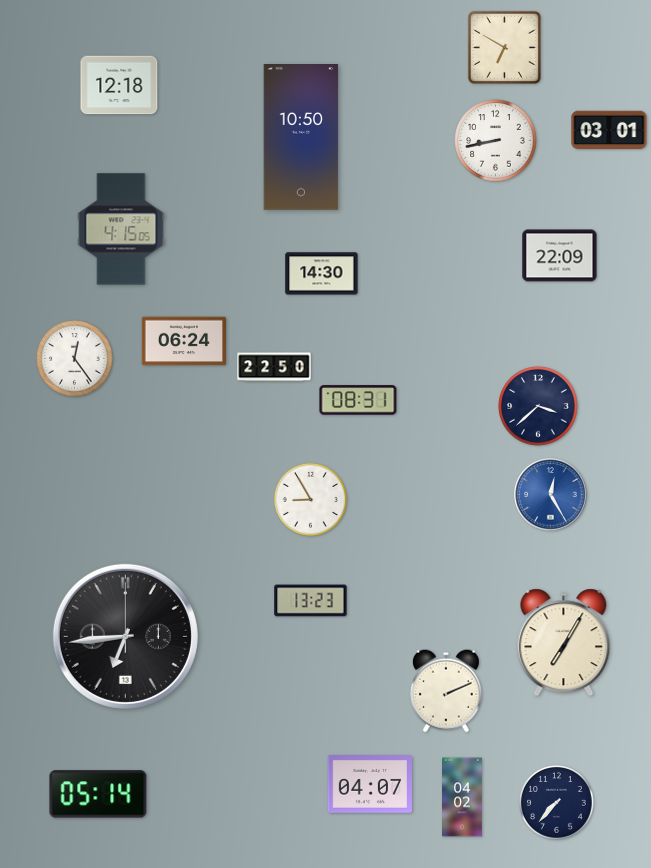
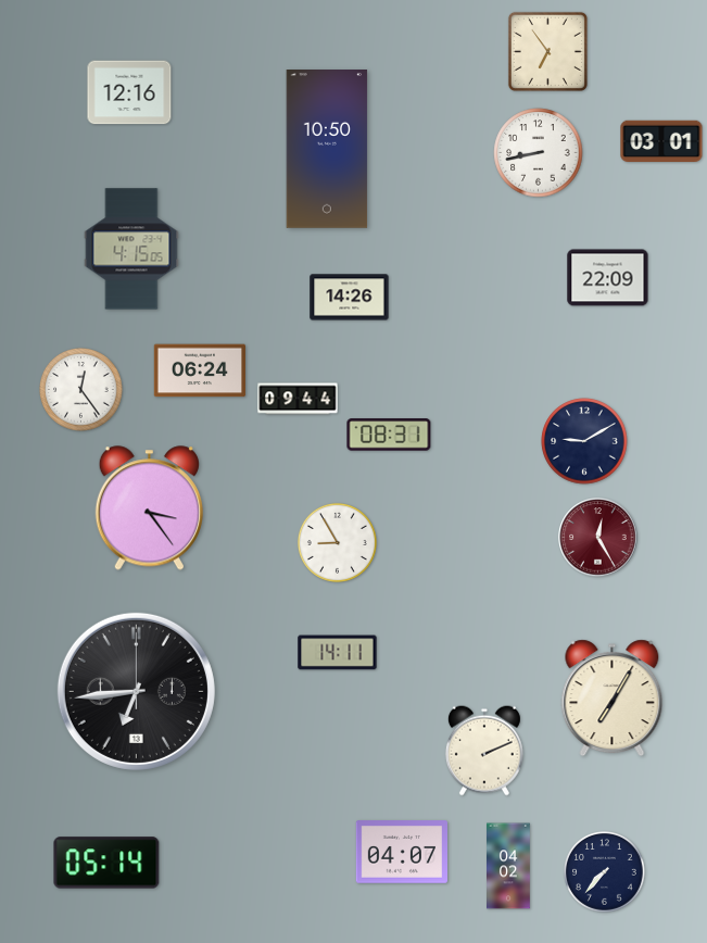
clock at (504, 47): 6:50 -> 6:54
clock at (119, 85): 12:18 -> 12:16
clock at (322, 274): 14:30 -> 14:26
clock at (274, 367): 22:50 -> 09:44
clock at (538, 406): 3:38 -> 9:10
clock at (149, 508): none -> 3:24
clock at (551, 495) dial: blue -> burgundy
clock at (311, 601): 13:23 -> 14:11
clock at (463, 797) position: (463, 797) -> (509, 866)
